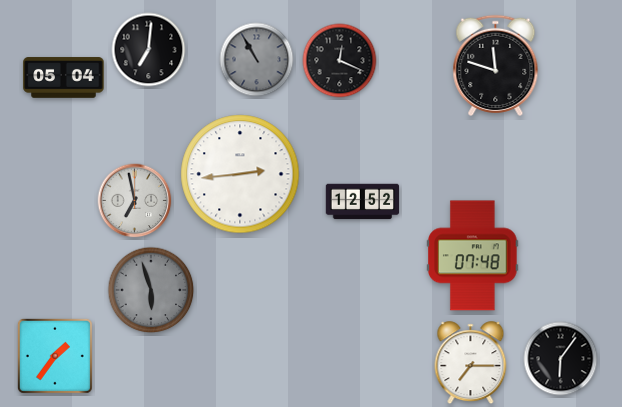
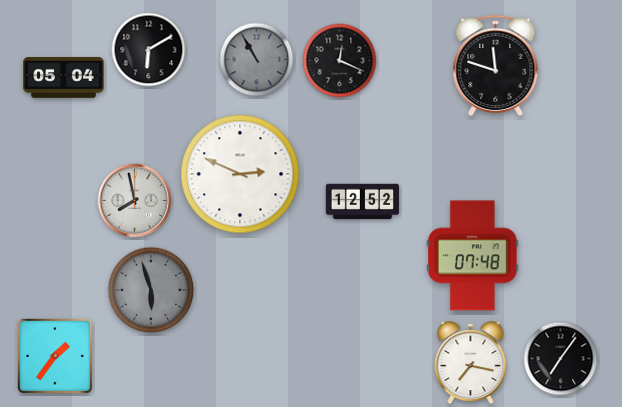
clock at (149, 50): 7:01 -> 6:10
clock at (240, 174): 2:44 -> 2:49
clock at (135, 201): 6:58 -> 7:58
clock at (561, 359): 6:06 -> 7:06
clock at (471, 363): 7:15 -> 7:17
